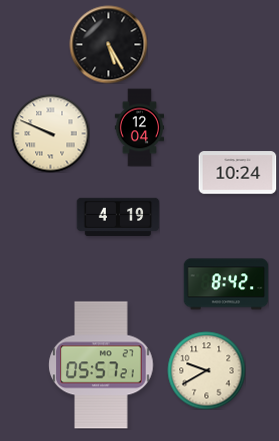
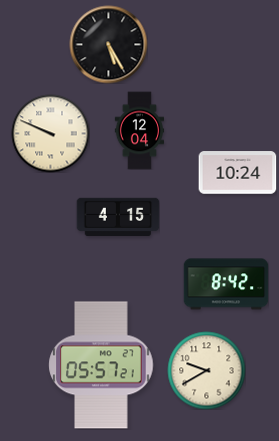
clock at (139, 127) position: (139, 127) -> (139, 130)
clock at (118, 217): 4:19 -> 4:15
